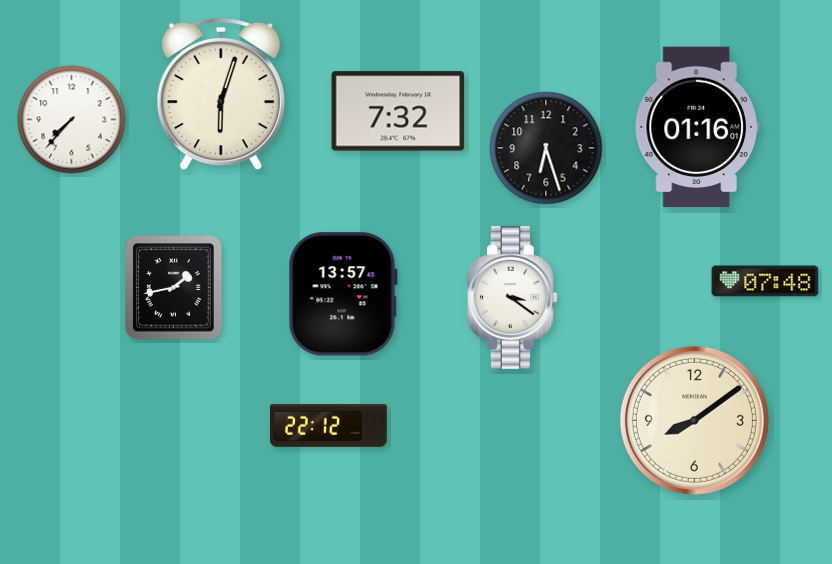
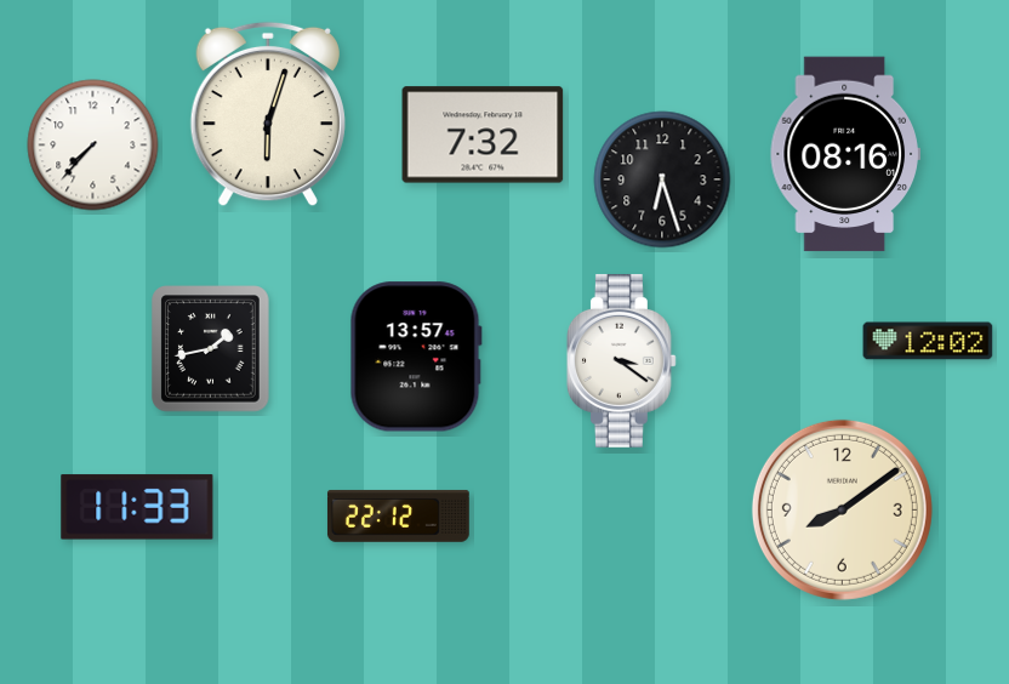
clock at (72, 120) position: (72, 120) -> (93, 146)
clock at (697, 127): 01:16 -> 08:16
clock at (765, 281): 07:48 -> 12:02
clock at (137, 507): none -> 11:33
